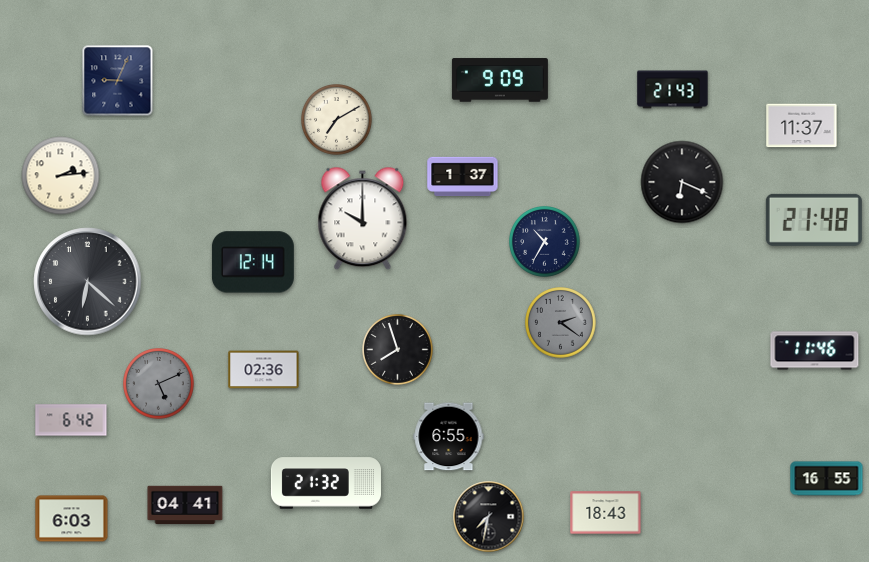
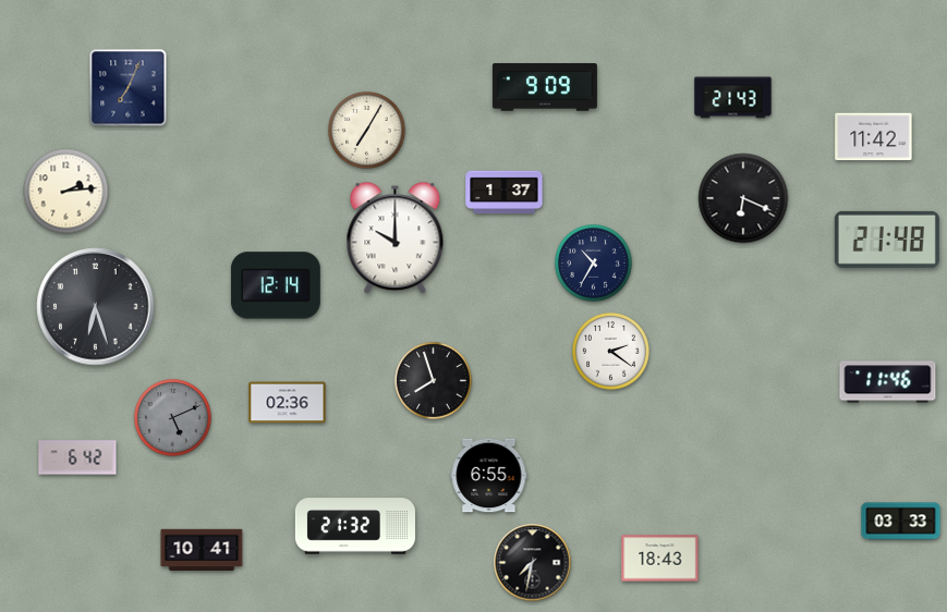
clock at (118, 81): 9:04 -> 7:04
clock at (337, 120): 7:10 -> 7:05
clock at (802, 126): 11:37 -> 11:42
clock at (88, 282): 6:22 -> 6:27
clock at (561, 323) dial: grey -> white
clock at (827, 479): 16:55 -> 03:33
clock at (185, 505): 04:41 -> 10:41
clock at (72, 519): 6:03 -> none
